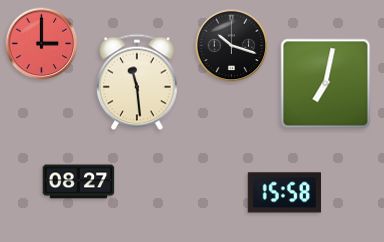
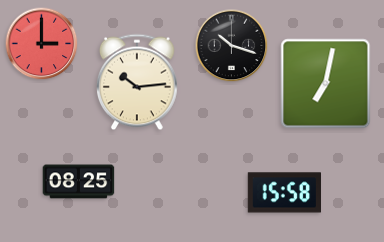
clock at (138, 82): 11:29 -> 10:14
clock at (79, 182): 08:27 -> 08:25
